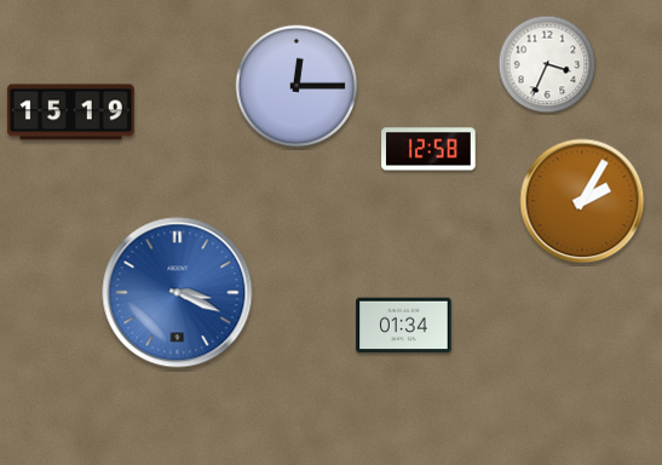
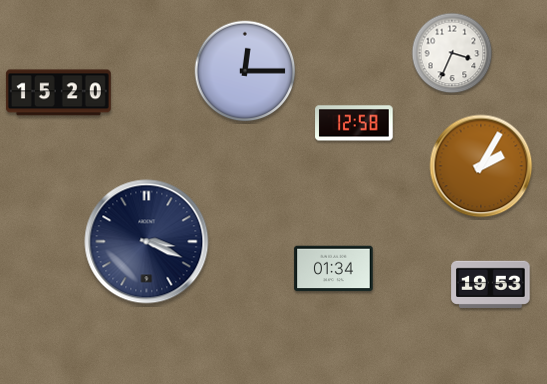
clock at (70, 113): 15:19 -> 15:20
clock at (178, 293) dial: blue -> navy
clock at (491, 284): none -> 19:53
